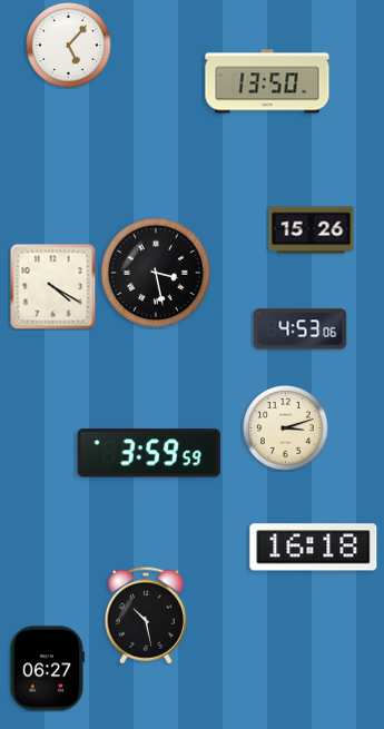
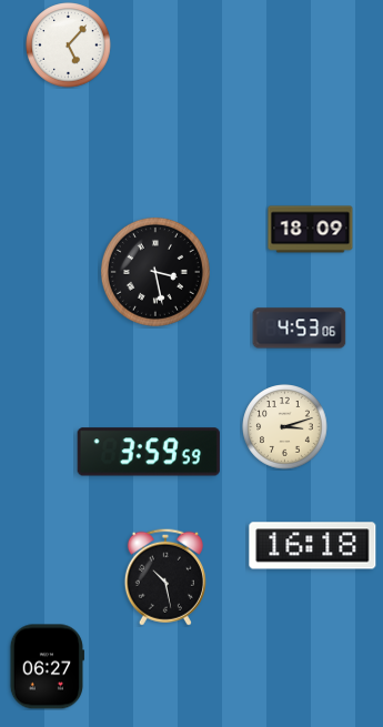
clock at (267, 81): 13:50 -> none
clock at (312, 230): 15:26 -> 18:09
clock at (52, 286): 4:20 -> none
clock at (146, 615) position: (146, 615) -> (165, 577)
